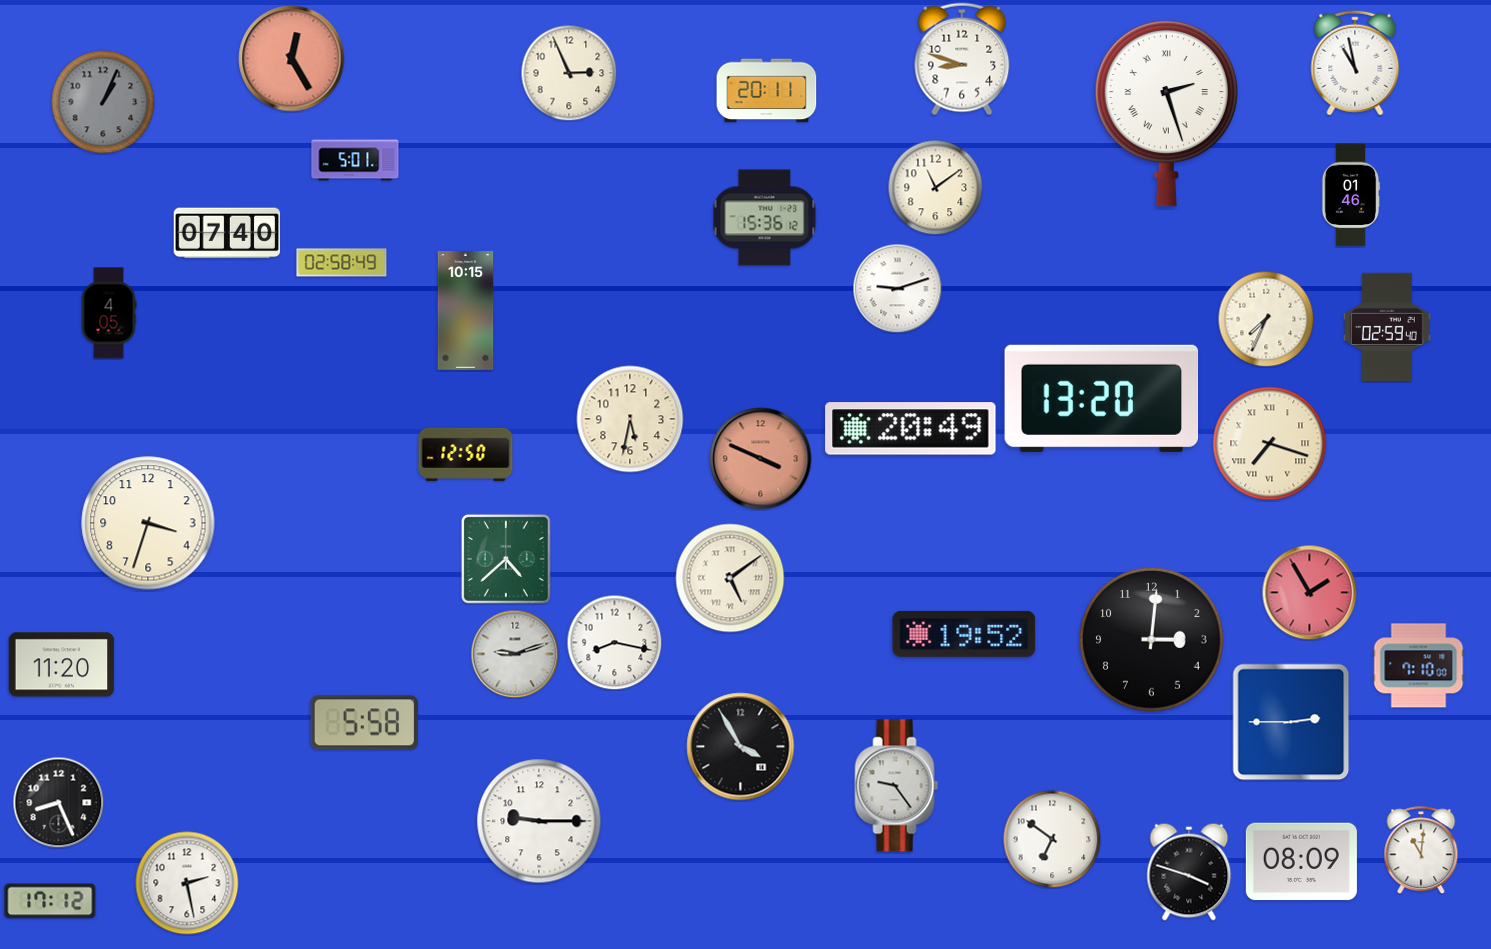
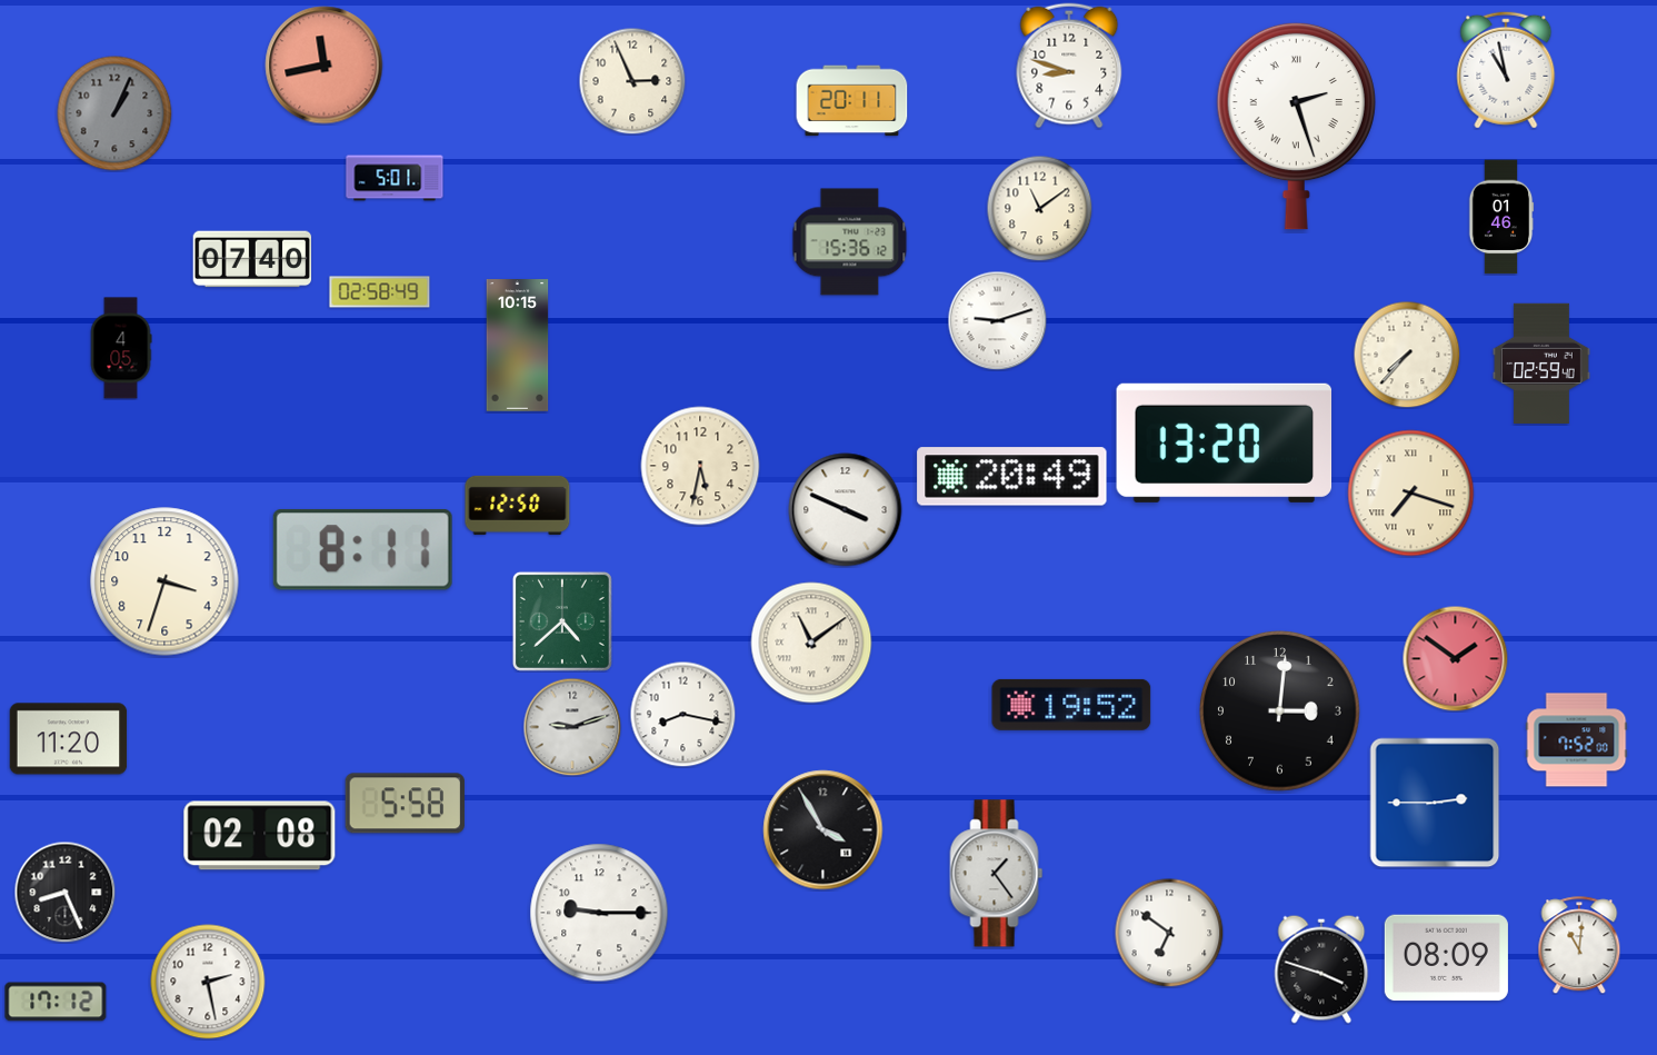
clock at (292, 59): 12:25 -> 11:43
clock at (1266, 319): 7:34 -> 7:37
clock at (761, 459) dial: salmon -> white
clock at (362, 549): none -> 8:11
clock at (730, 578): 5:09 -> 11:09
clock at (1309, 592): 1:55 -> 1:51
clock at (1419, 666): 7:10 -> 7:52
clock at (260, 836): none -> 02:08
clock at (897, 786): 9:24 -> 1:24
